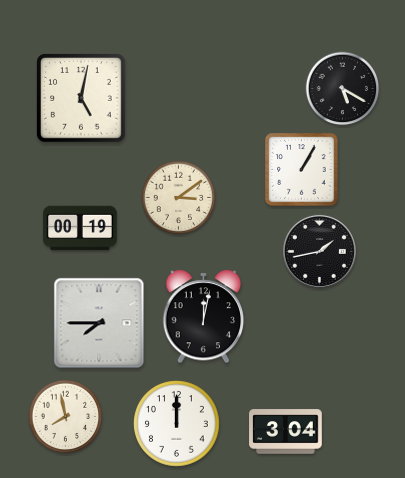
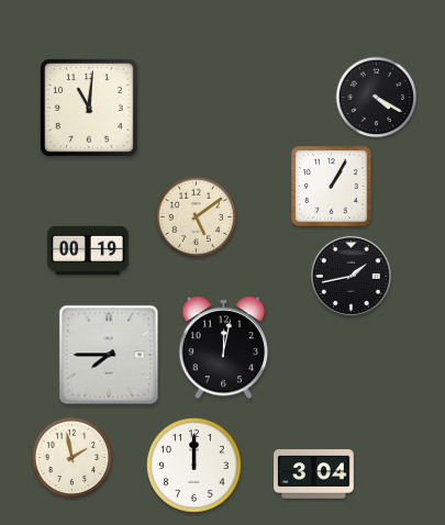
clock at (343, 89): 5:20 -> 4:20
clock at (81, 98): 5:02 -> 11:01
clock at (179, 198): 3:09 -> 5:09
clock at (66, 417): 7:58 -> 1:58
